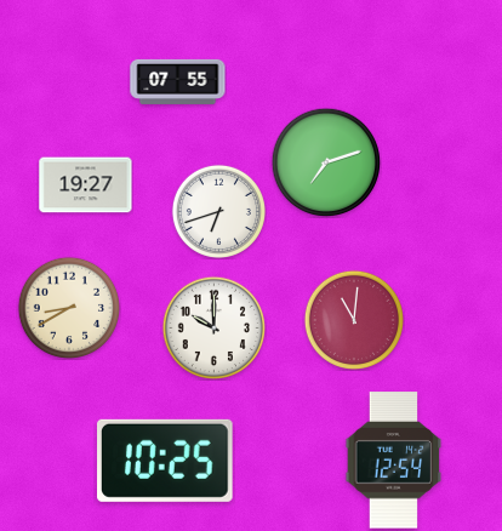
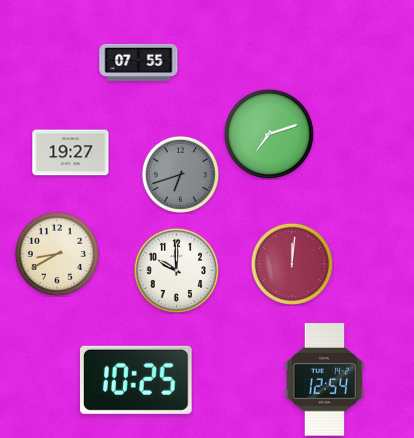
clock at (178, 81) position: (178, 81) -> (139, 62)
clock at (218, 211) dial: white -> grey
clock at (353, 319): 11:01 -> 12:01
